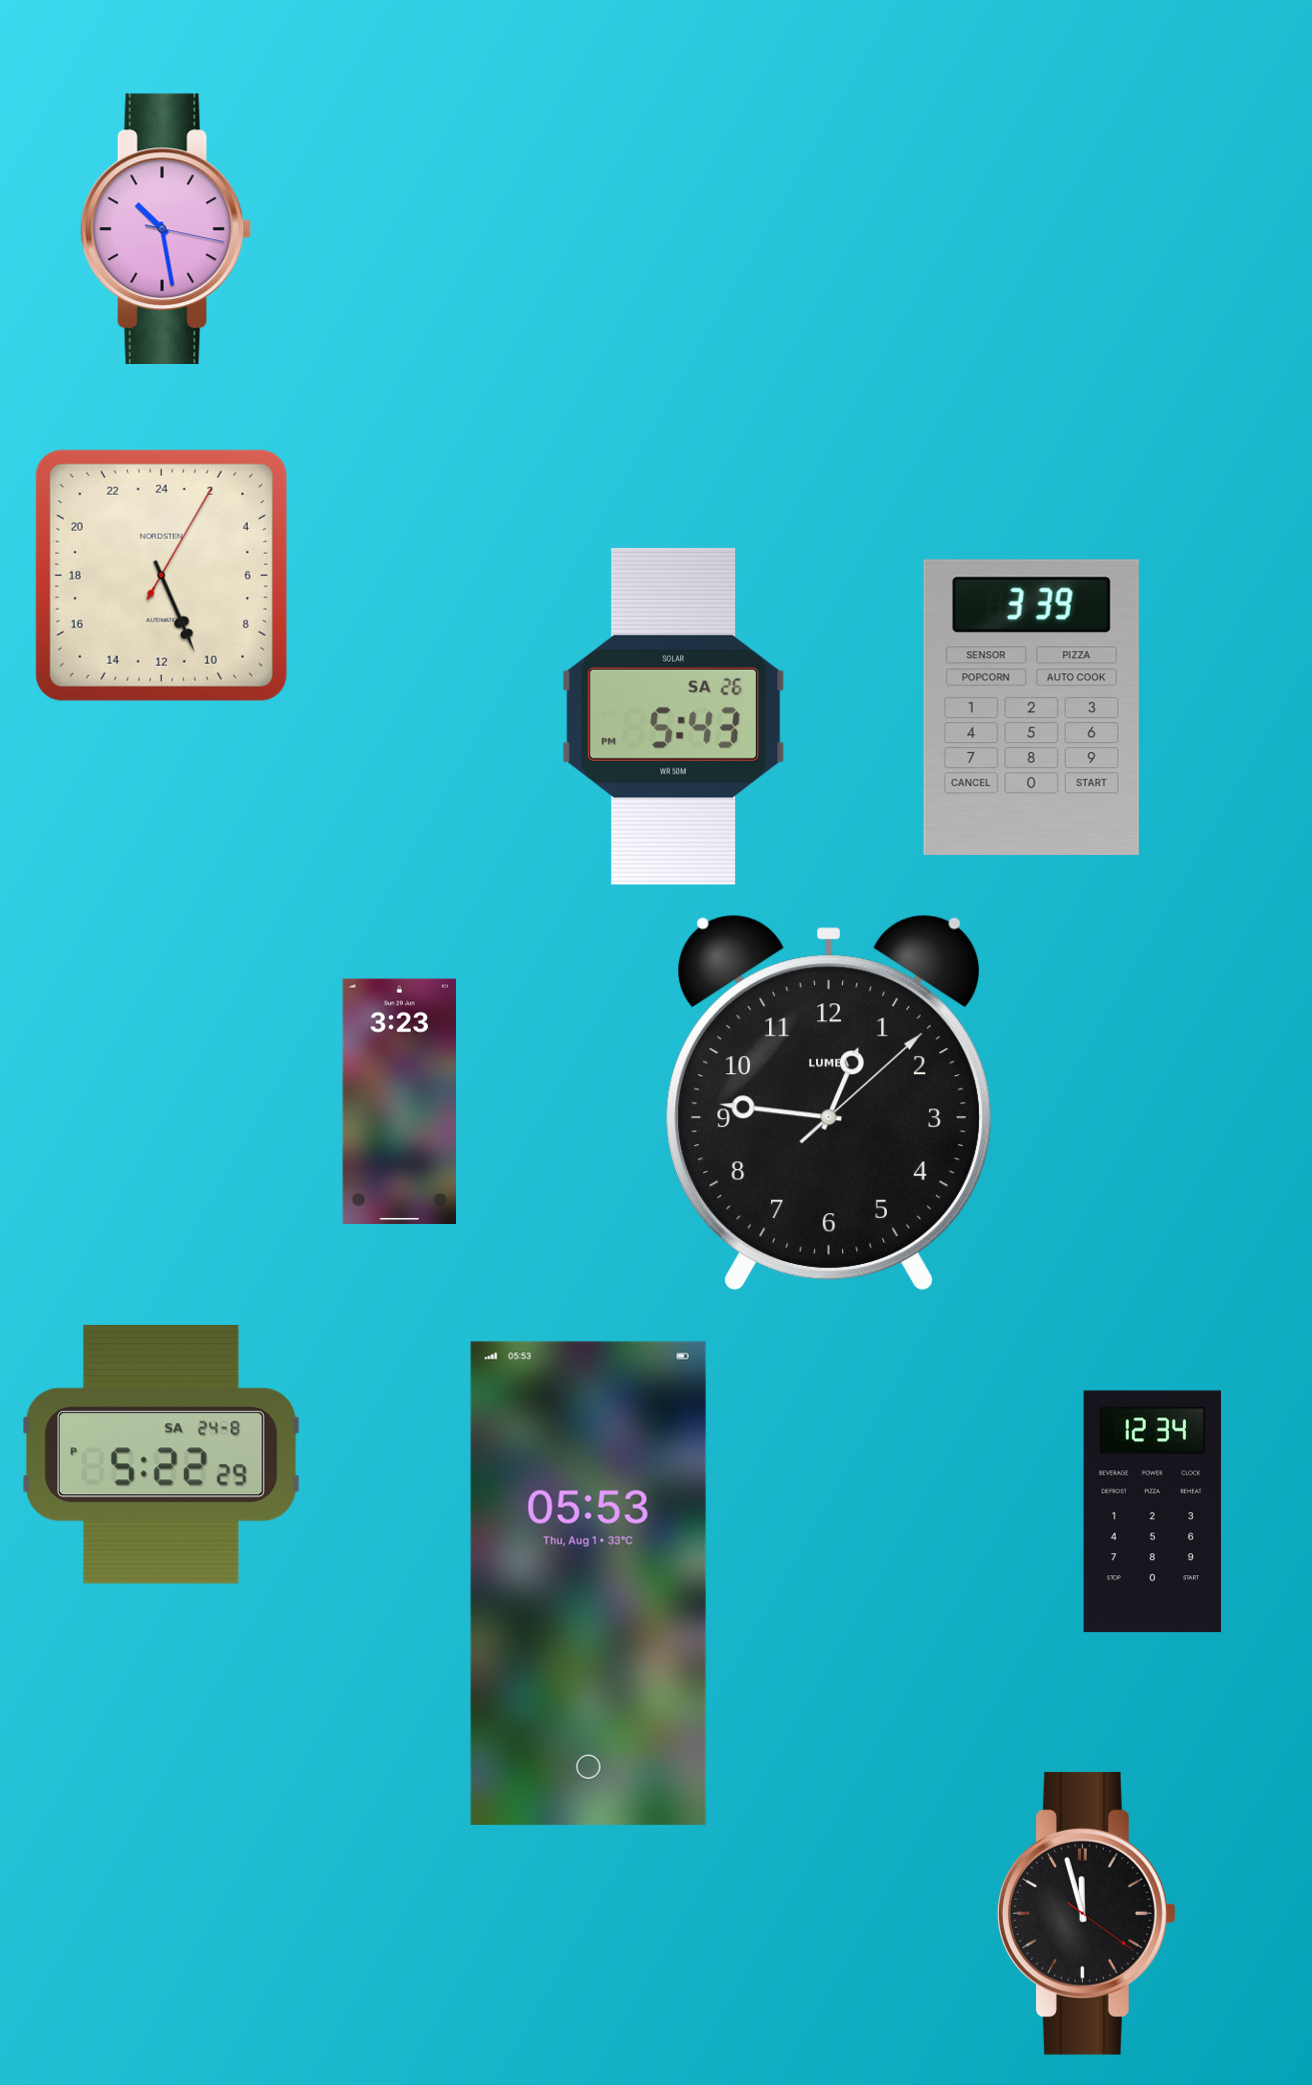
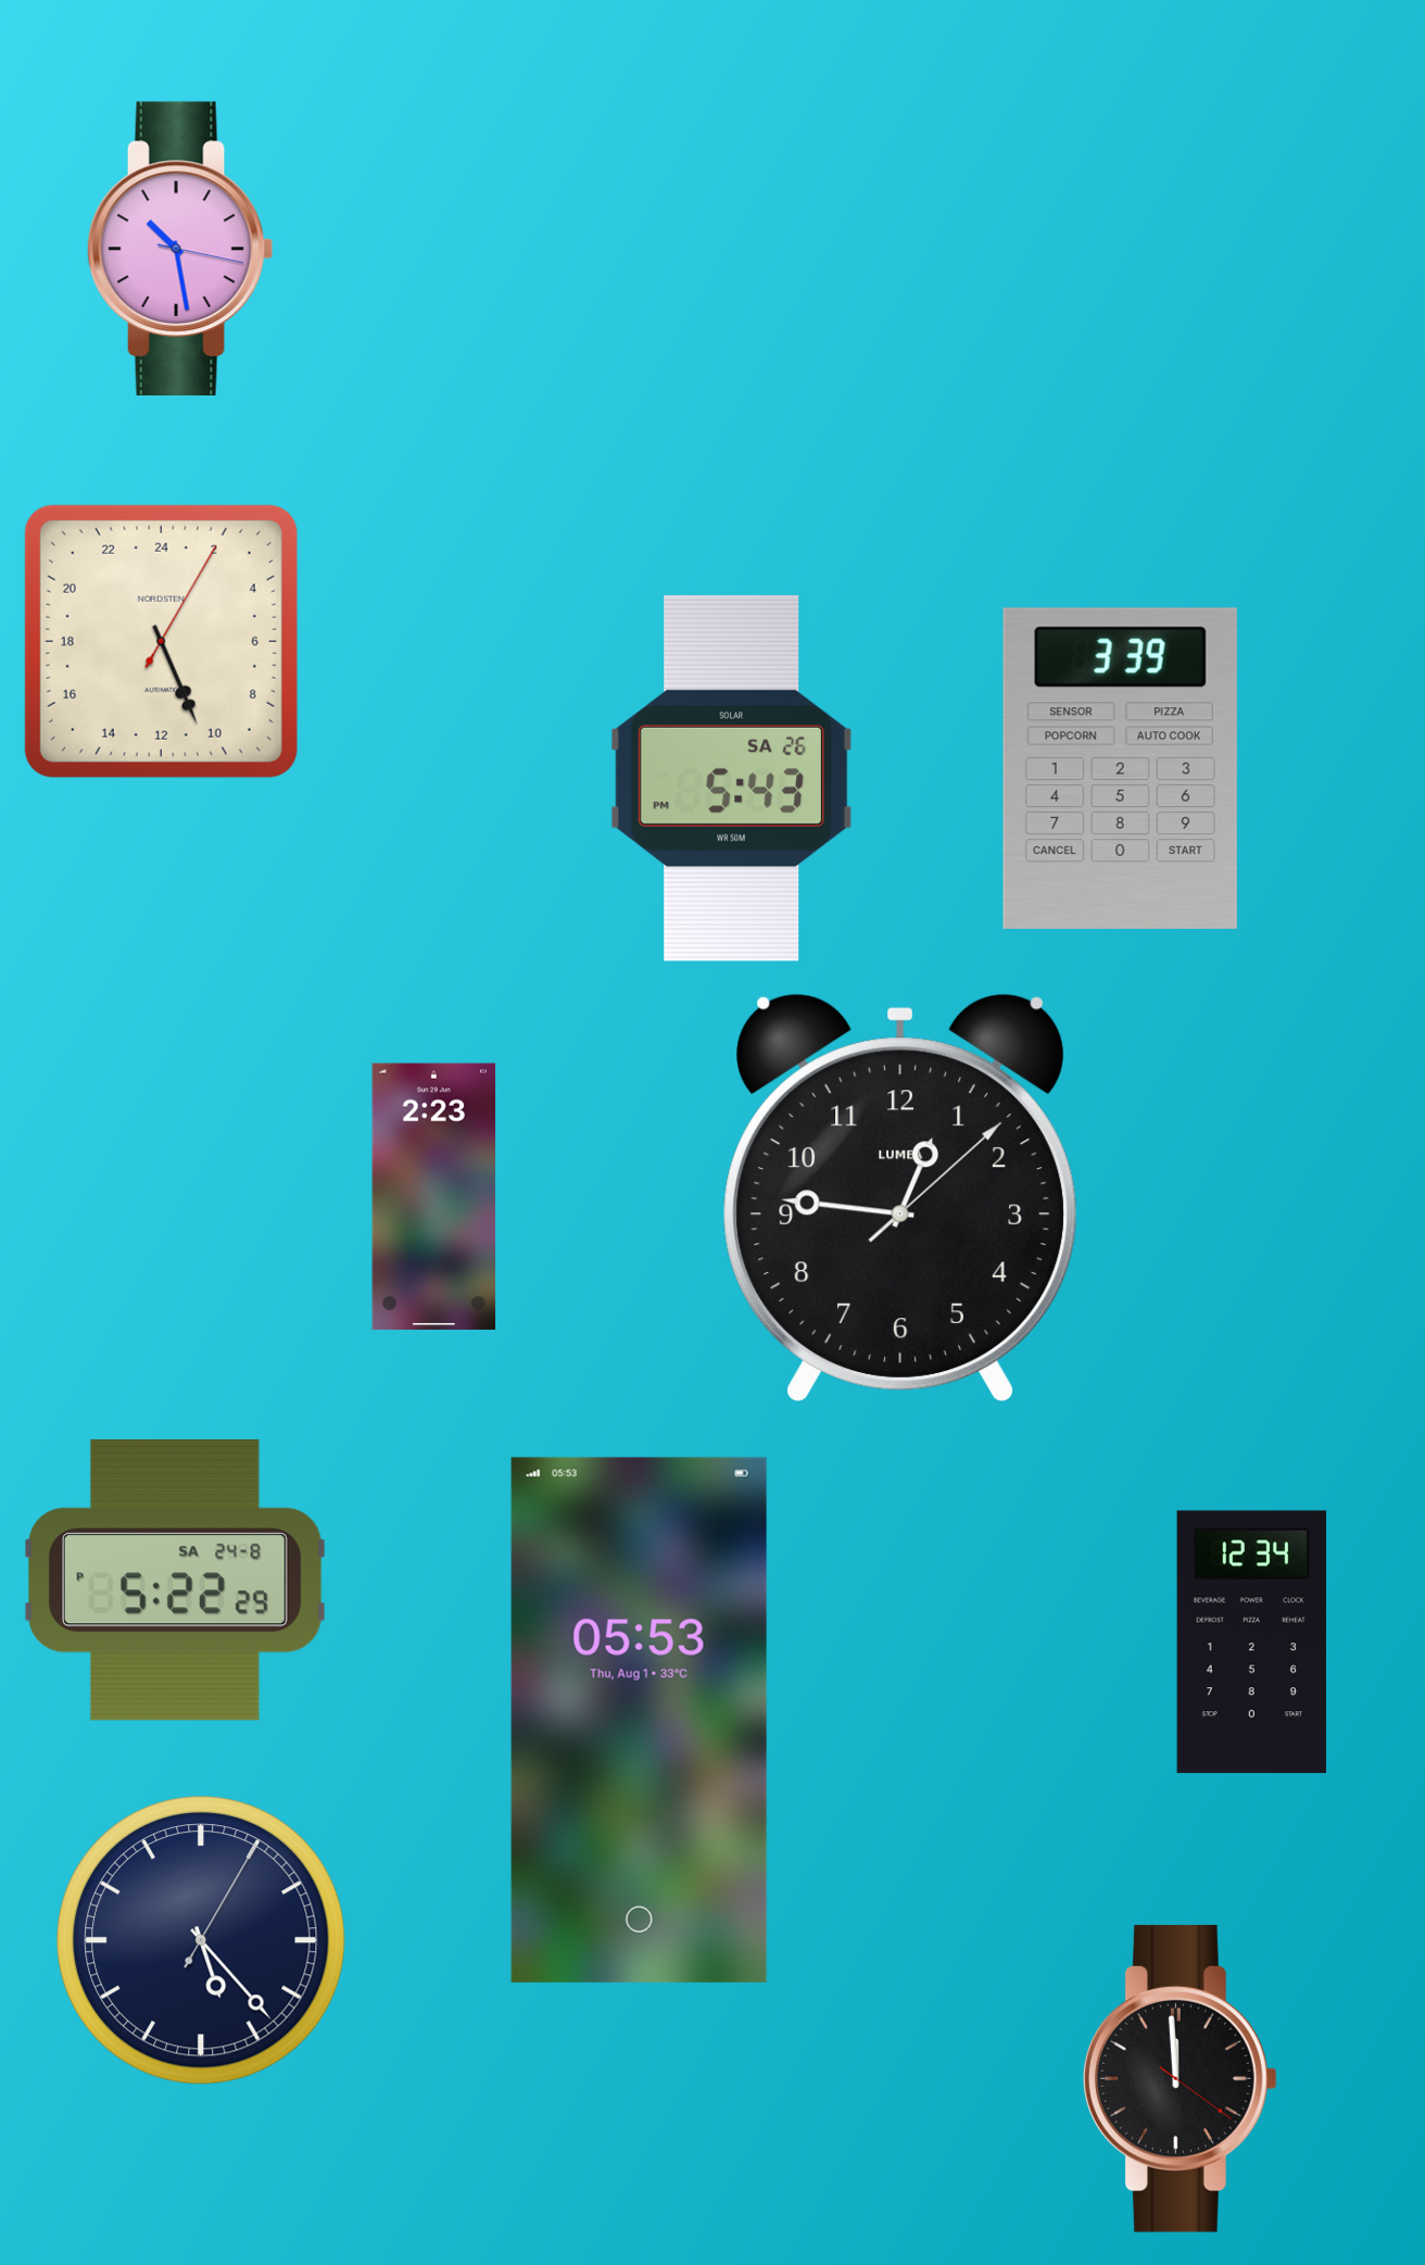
clock at (161, 575) position: (161, 575) -> (161, 641)
clock at (400, 1102): 3:23 -> 2:23
clock at (202, 1941): none -> 5:23
clock at (1086, 1913): 11:57 -> 11:59
